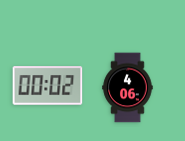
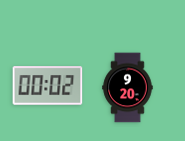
clock at (128, 88): 4:06 -> 9:20
